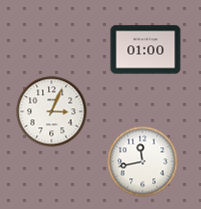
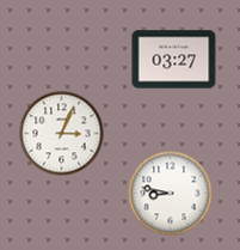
clock at (146, 50): 01:00 -> 03:27
clock at (143, 162): 11:43 -> 8:47
